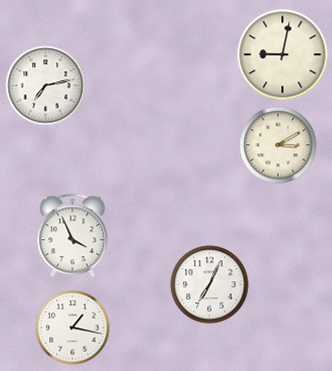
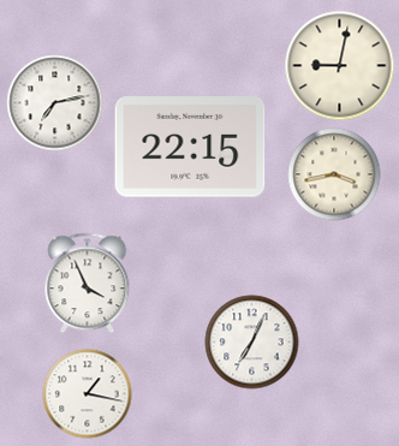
clock at (190, 147): none -> 22:15
clock at (278, 145): 3:10 -> 3:43
